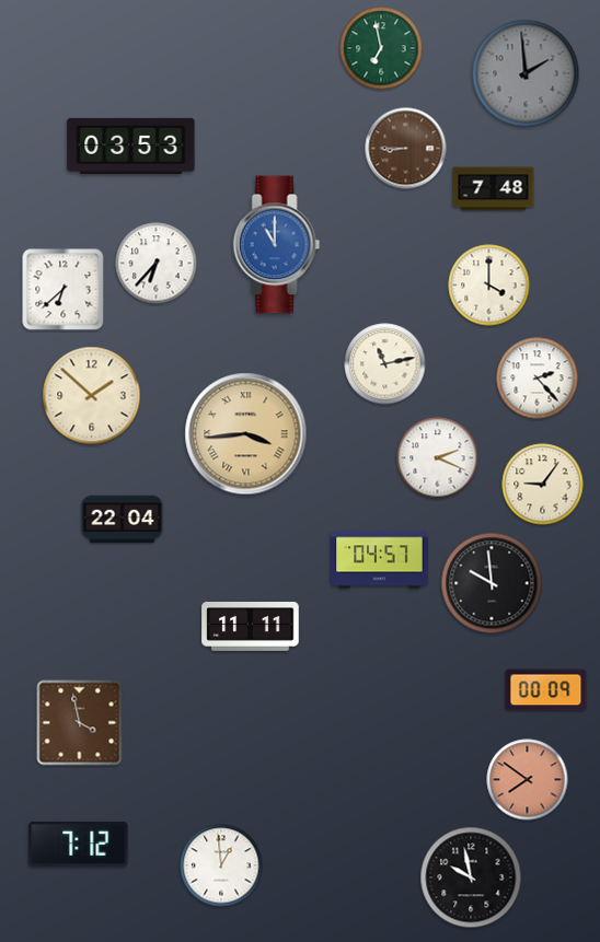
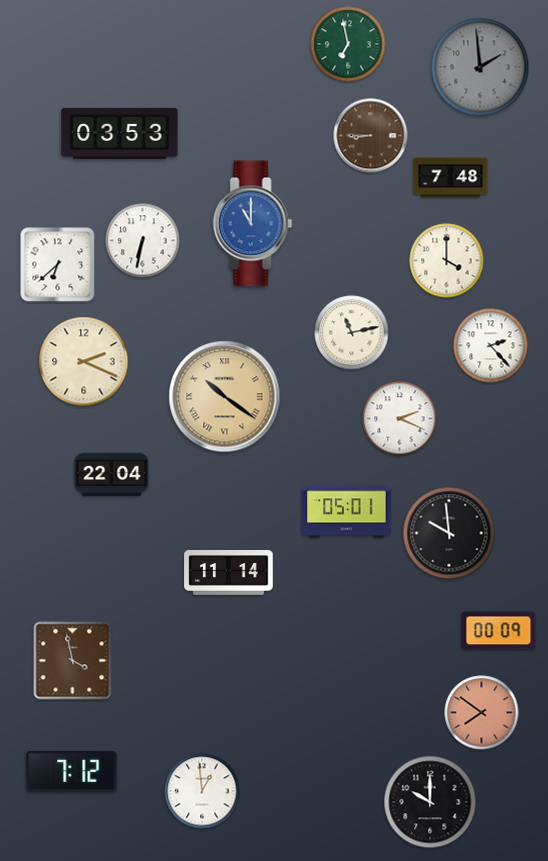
clock at (494, 189) position: (494, 189) -> (451, 178)
clock at (157, 264): 6:37 -> 6:32
clock at (92, 396): 1:52 -> 2:19
clock at (246, 434): 3:44 -> 10:21
clock at (543, 485): 9:06 -> none
clock at (380, 560): 04:57 -> 05:01
clock at (251, 627): 11:11 -> 11:14
clock at (471, 877): 9:58 -> 10:00
